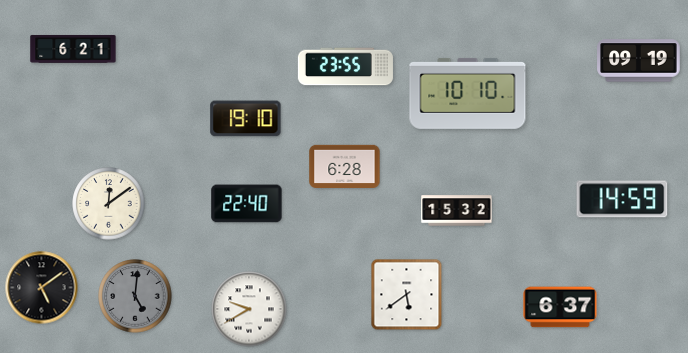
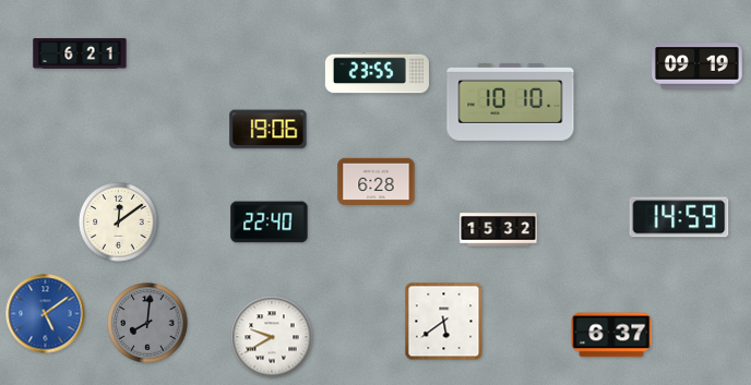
clock at (246, 119): 19:10 -> 19:06
clock at (42, 288) dial: black -> blue
clock at (135, 296): 5:01 -> 8:01
